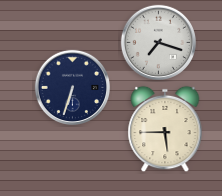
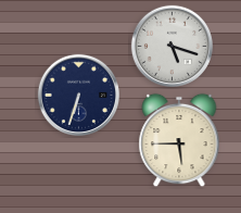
clock at (158, 42): 7:18 -> 5:18
